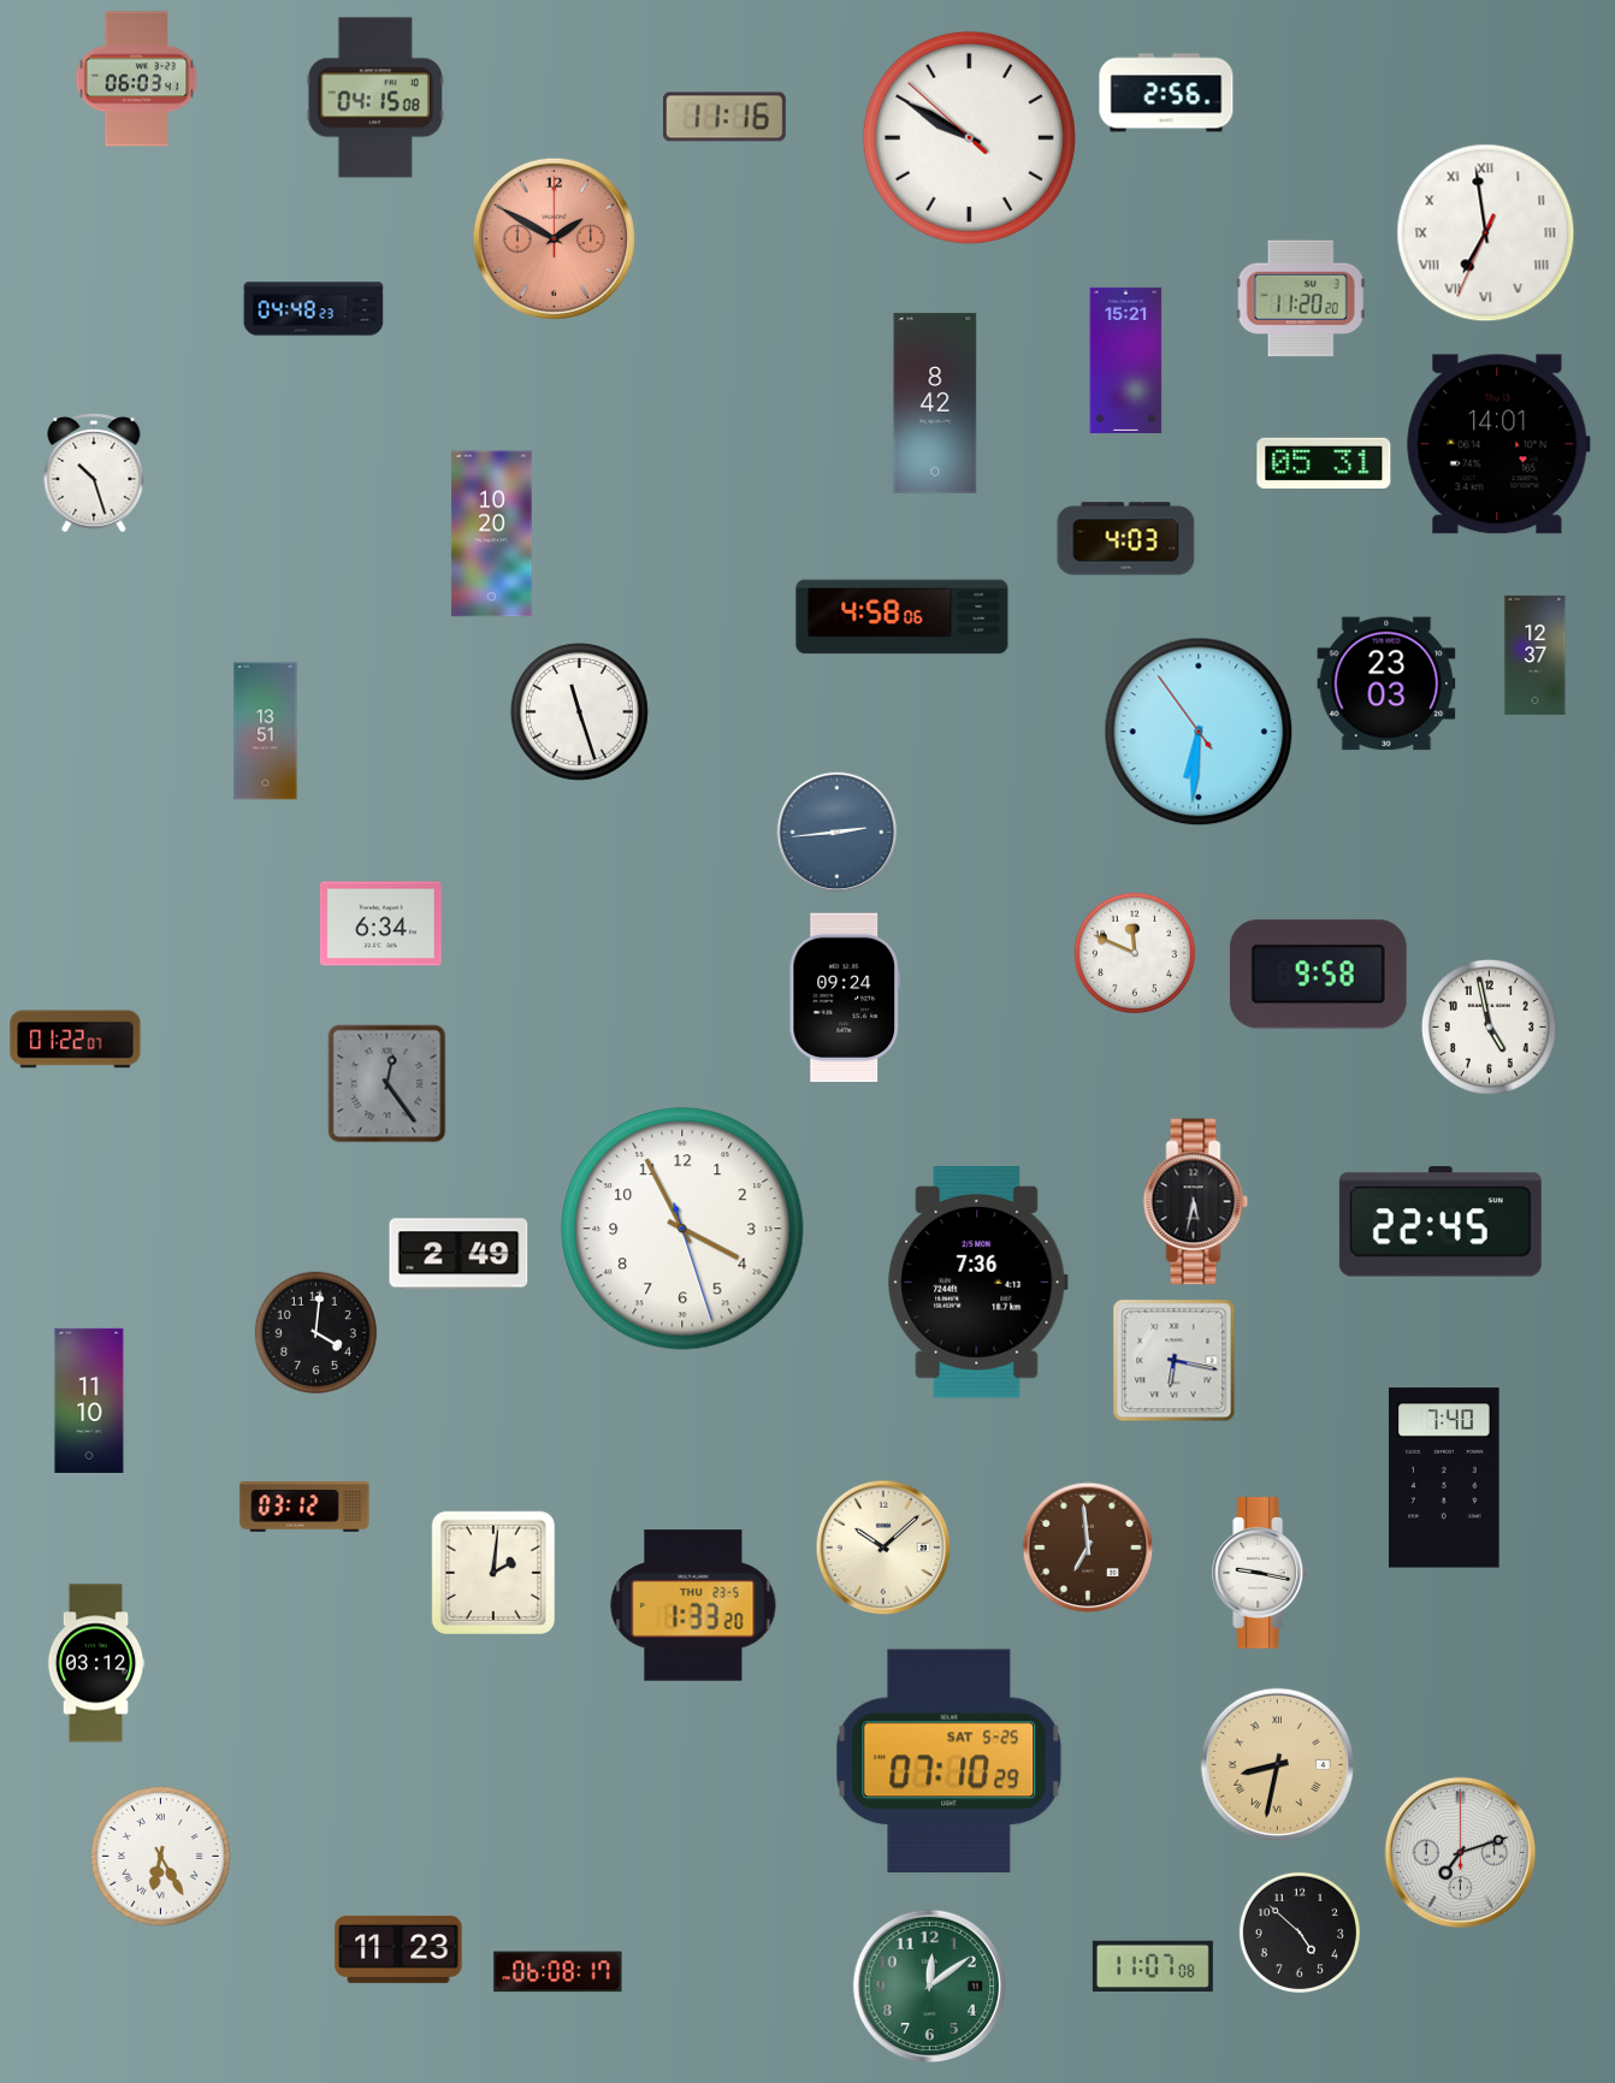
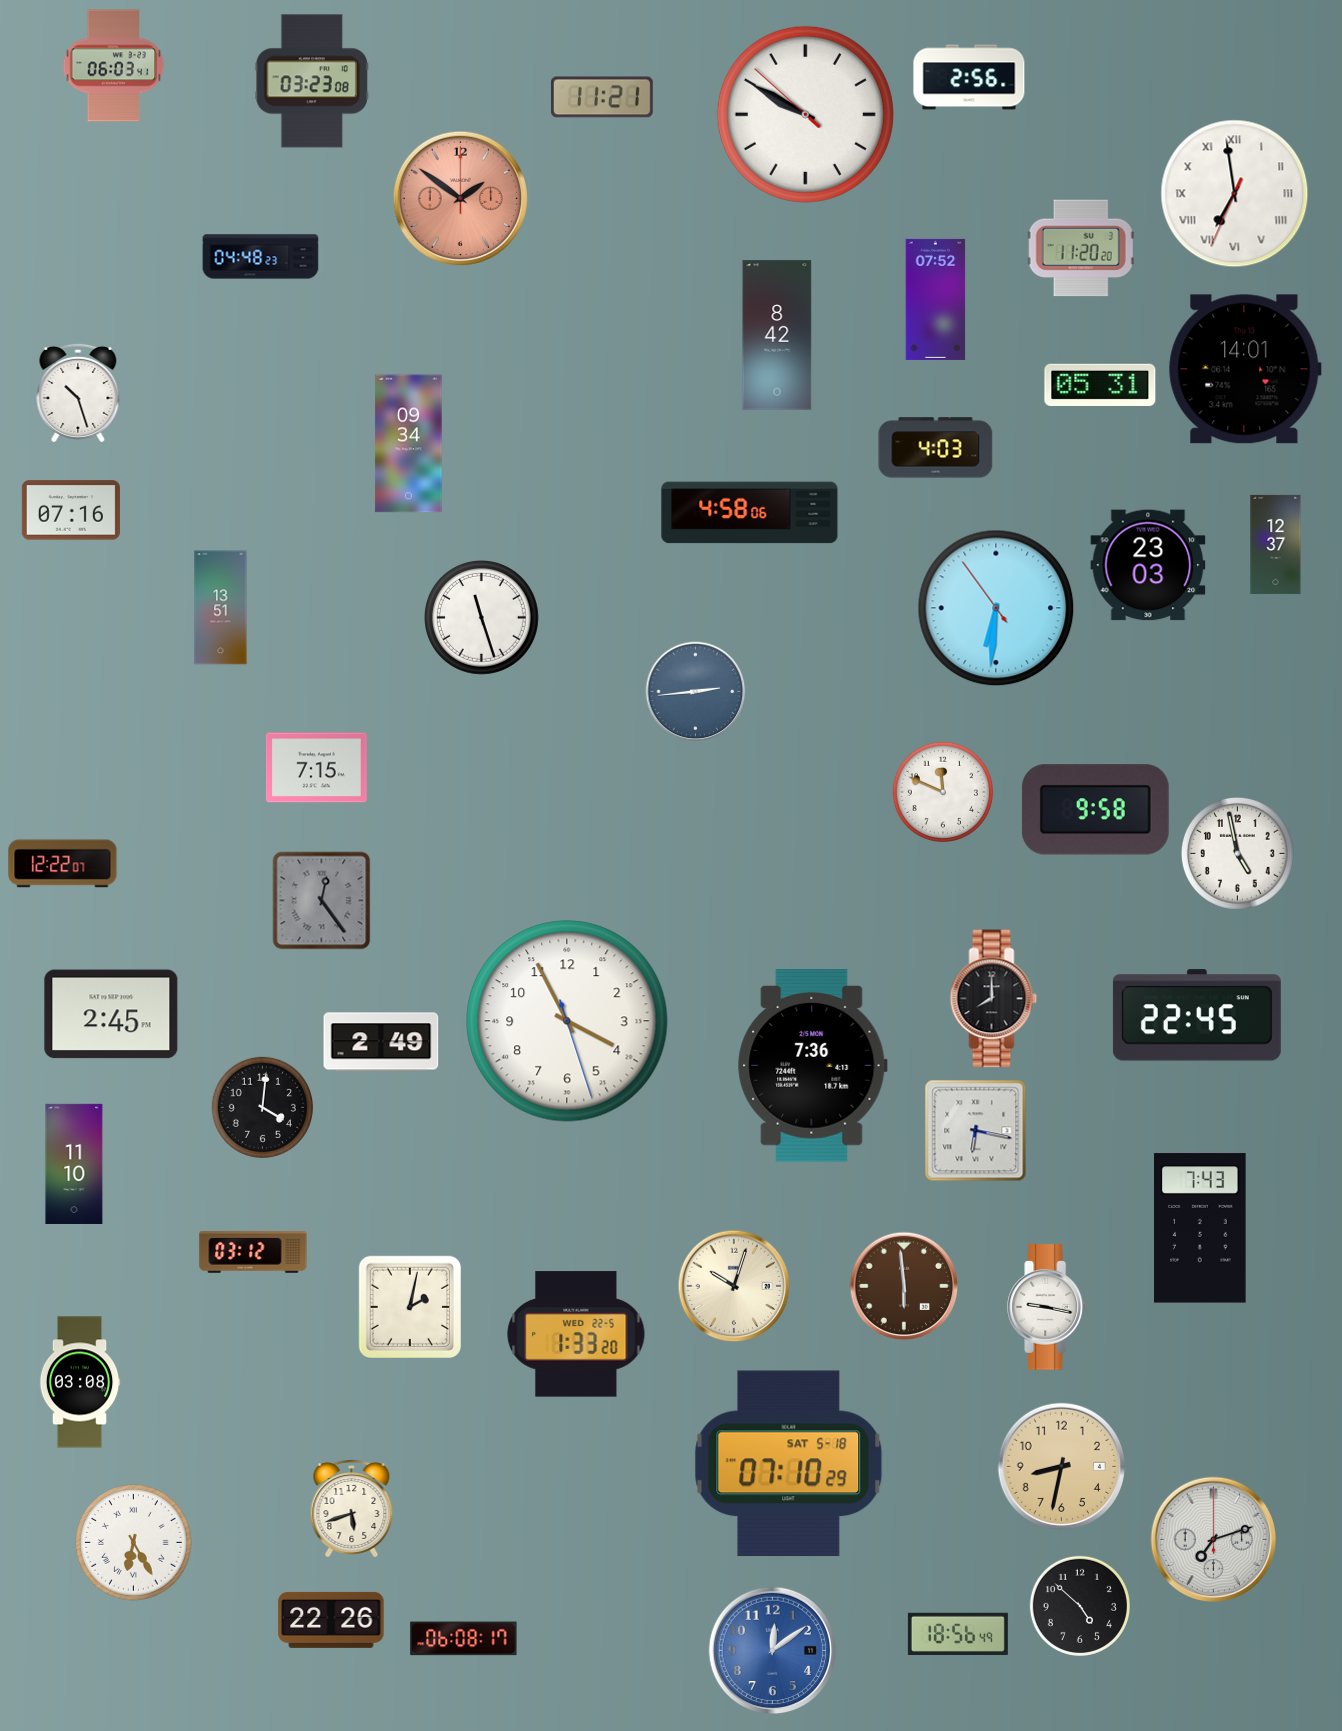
clock at (375, 97): 04:15 -> 03:23
clock at (724, 117): 11:16 -> 11:21
clock at (554, 238): 1:50 -> 1:51
clock at (1126, 360): 15:21 -> 07:52
clock at (492, 534): 10:20 -> 09:34
clock at (71, 510): none -> 07:16
clock at (1386, 684) position: (1386, 684) -> (1148, 565)
clock at (579, 711) position: (579, 711) -> (481, 617)
clock at (380, 924): 6:34 -> 7:15
clock at (845, 998): 09:24 -> none
clock at (76, 1040): 01:22 -> 12:22
clock at (1196, 1202): 5:32 -> 8:00
clock at (111, 1014): none -> 2:45
clock at (1444, 1478): 7:40 -> 7:43
clock at (883, 1548): 10:08 -> 10:03
clock at (1088, 1548): 6:59 -> 5:59
clock at (492, 1572): 2:01 -> 2:02
clock at (693, 1605) date: THU 23-5 -> WED 22-5
clock at (96, 1663): 03:12 -> 03:08
clock at (950, 1762) date: SAT 5-25 -> SAT 5-18
clock at (1277, 1764) numerals: Roman -> Arabic
clock at (352, 1509): none -> 5:42
clock at (398, 1949): 11:23 -> 22:26
clock at (1153, 1965): 11:07 -> 18:56
clock at (929, 1986) dial: green -> blue
